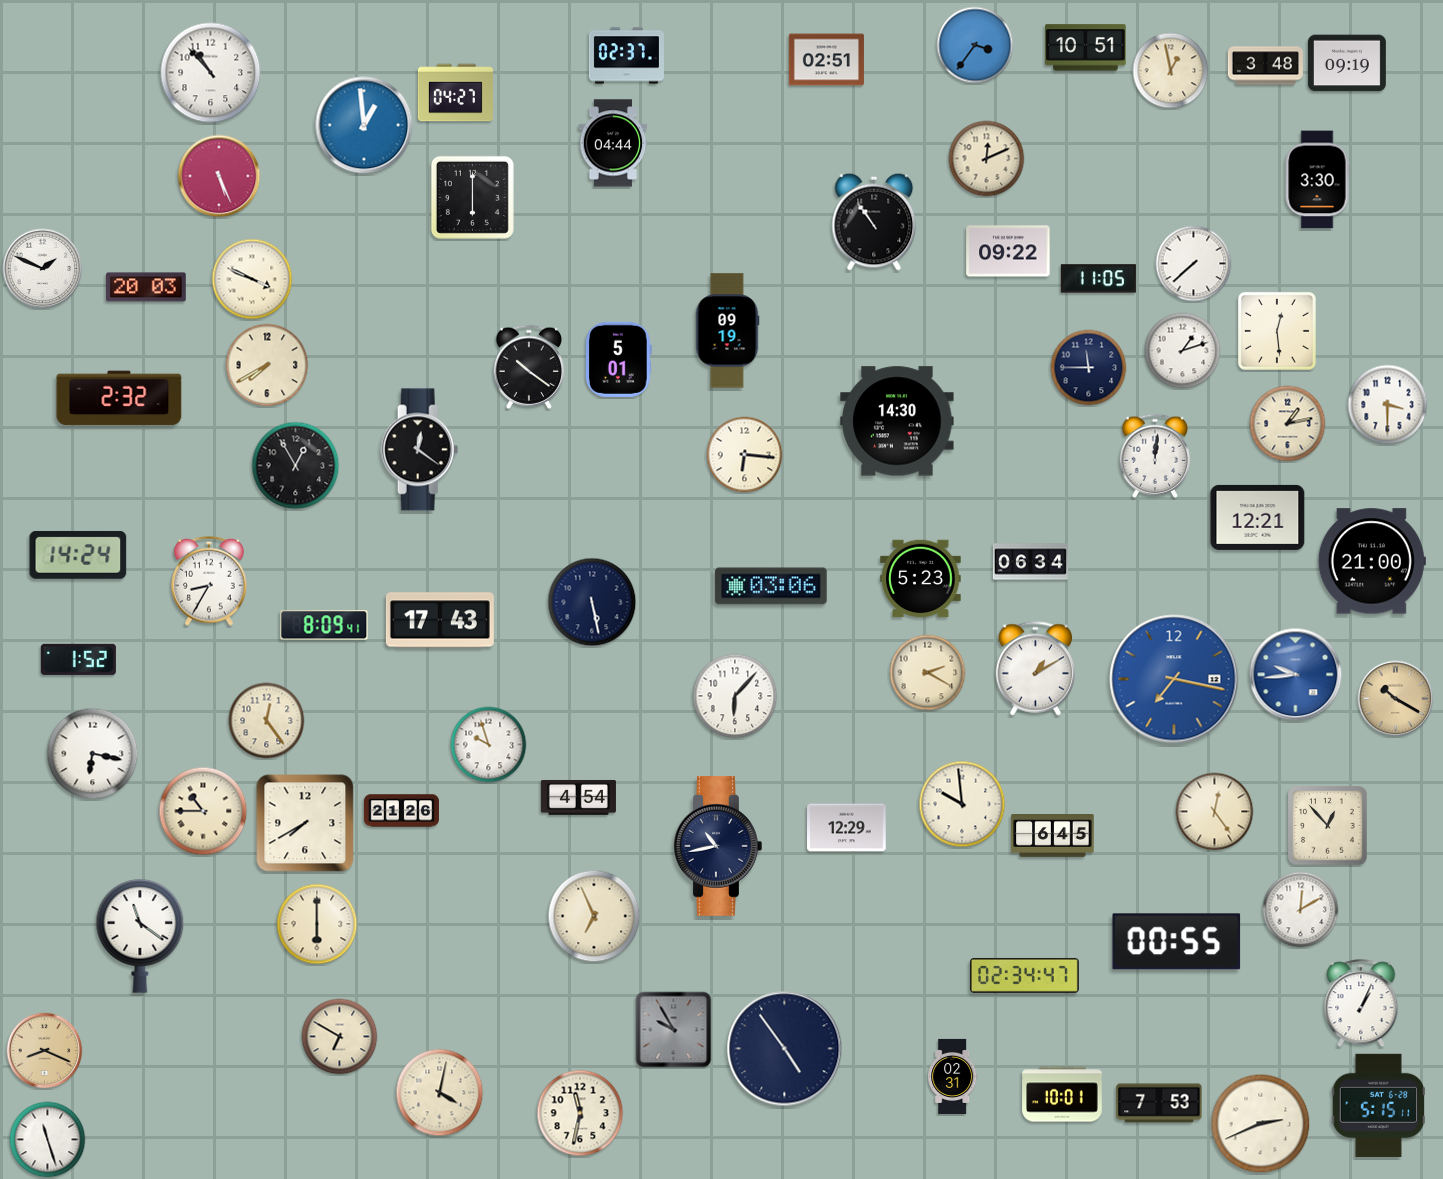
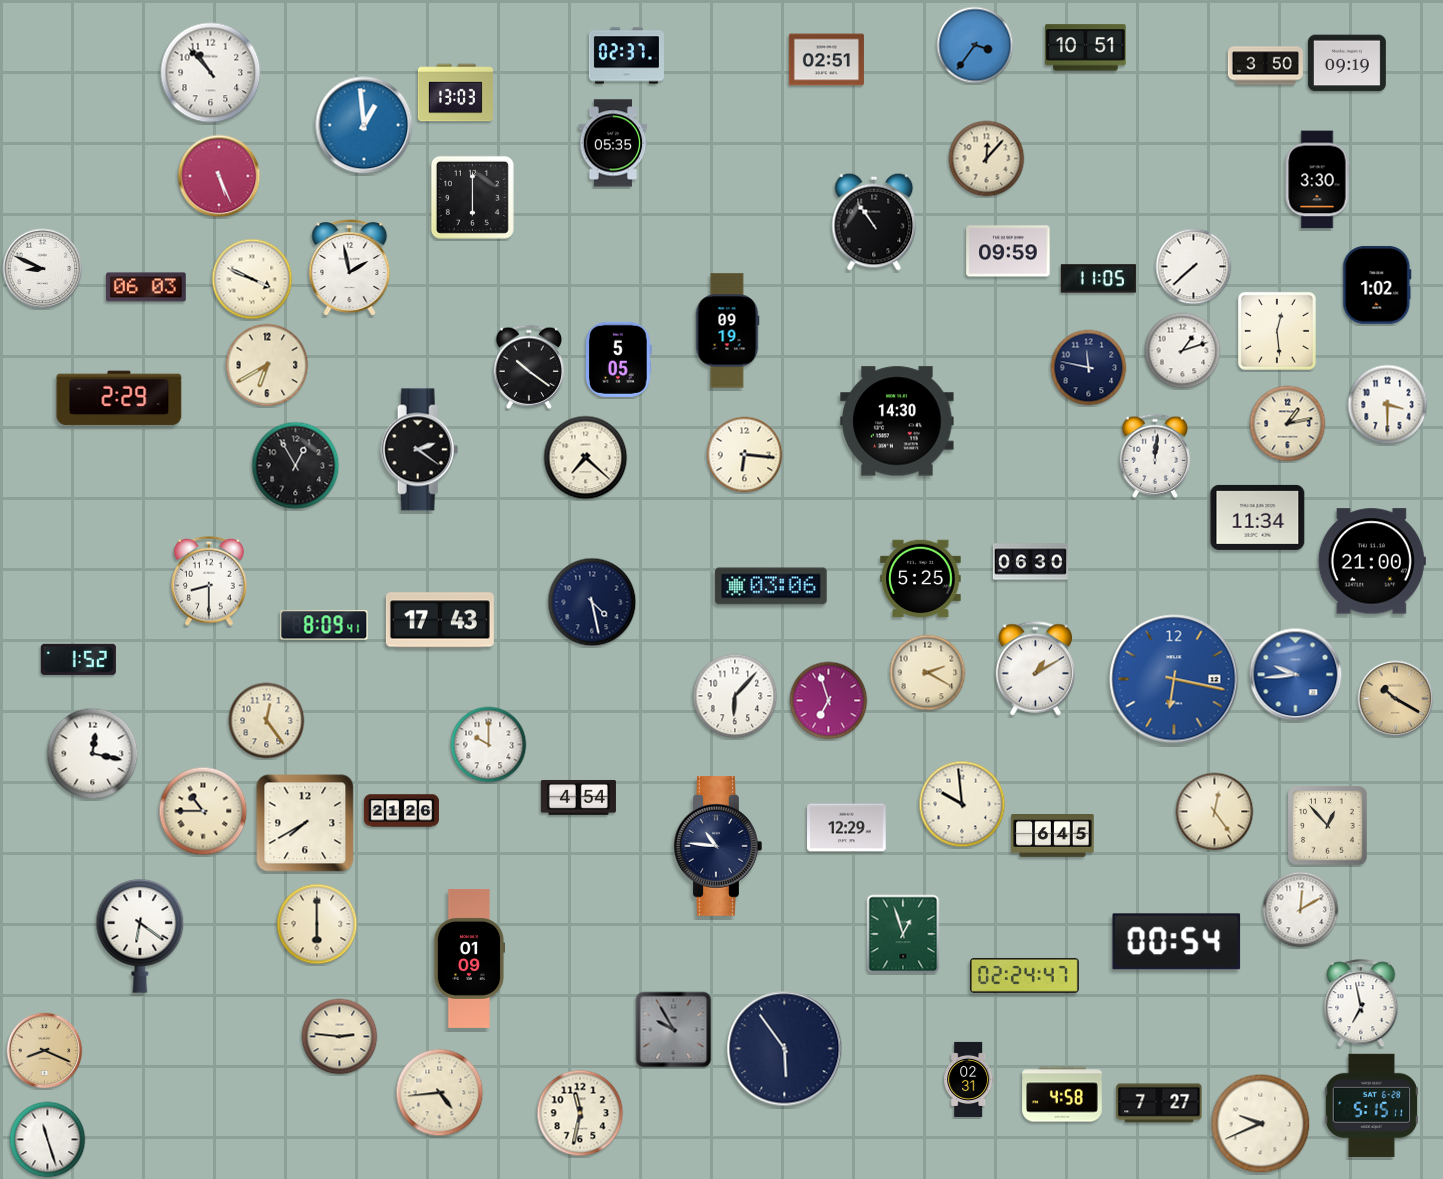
clock at (1265, 66): 3:48 -> 3:50
clock at (1171, 71): 12:58 -> none
clock at (455, 93): 04:27 -> 13:03
clock at (613, 143): 04:44 -> 05:35
clock at (987, 159): 12:11 -> 12:07
clock at (1008, 251): 09:22 -> 09:59
clock at (1194, 264) position: (1194, 264) -> (1194, 267)
clock at (350, 268): none -> 1:58
clock at (43, 269): 1:49 -> 8:49
clock at (1377, 285): none -> 1:02
clock at (146, 287): 20:03 -> 06:03
clock at (619, 359): 5:01 -> 5:05
clock at (267, 365): 7:40 -> 6:40
clock at (1089, 368): 11:45 -> 11:47
clock at (119, 398): 2:32 -> 2:29
clock at (420, 450): 12:21 -> 2:21
clock at (586, 458): none -> 7:22
clock at (1258, 517): 12:21 -> 11:34
clock at (78, 555): 14:24 -> none
clock at (1030, 562): 06:34 -> 06:30
clock at (921, 579): 5:23 -> 5:25
clock at (209, 581): 8:35 -> 8:30
clock at (592, 602): 5:28 -> 4:28
clock at (1174, 679): 7:17 -> 6:17
clock at (829, 701): none -> 6:57
clock at (489, 745): 9:57 -> 10:00
clock at (93, 754): 6:17 -> 12:17
clock at (718, 846): 10:43 -> 10:46
clock at (594, 916): 6:56 -> none
clock at (903, 934): none -> 12:57
clock at (140, 936): 11:21 -> 6:21
clock at (1177, 942): 00:55 -> 00:54
clock at (469, 958): none -> 01:09
clock at (1025, 975): 02:34 -> 02:24
clock at (1361, 1004): 1:04 -> 6:58
clock at (340, 1037): 6:50 -> 2:46
clock at (785, 1049): 4:54 -> 5:54
clock at (953, 1076) position: (953, 1076) -> (969, 1079)
clock at (440, 1093): 4:02 -> 4:44
clock at (1062, 1094): 10:01 -> 4:58
clock at (1159, 1103): 7:53 -> 7:27
clock at (1378, 1105) position: (1378, 1105) -> (1371, 1105)
clock at (1261, 1124): 2:41 -> 9:41
